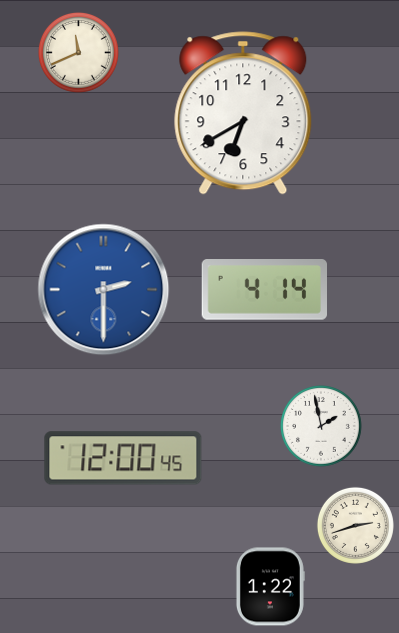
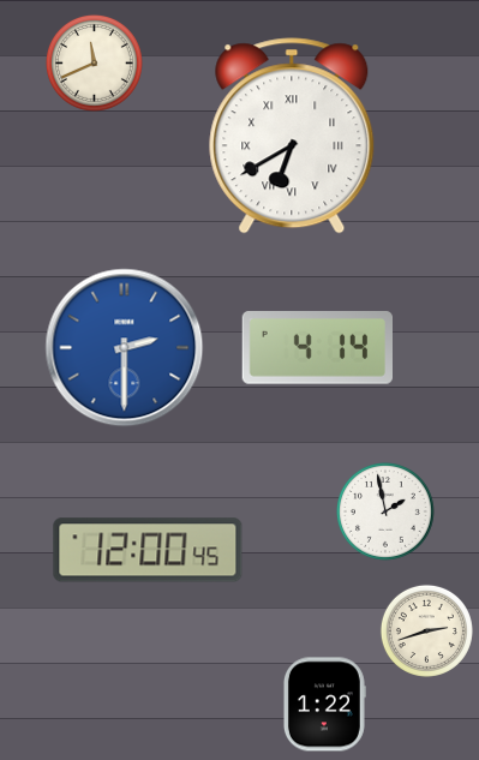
clock at (243, 113) numerals: Arabic -> Roman
